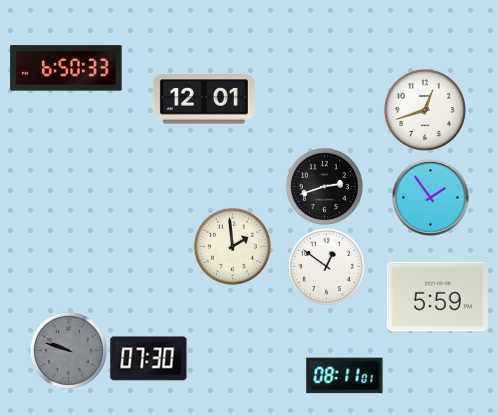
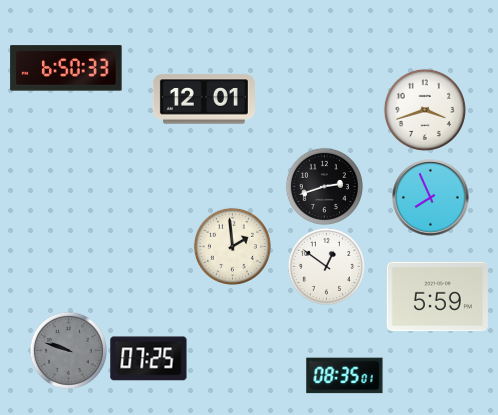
clock at (425, 110): 12:42 -> 3:42
clock at (431, 198): 1:54 -> 7:56
clock at (149, 359): 07:30 -> 07:25
clock at (345, 376): 08:11 -> 08:35
